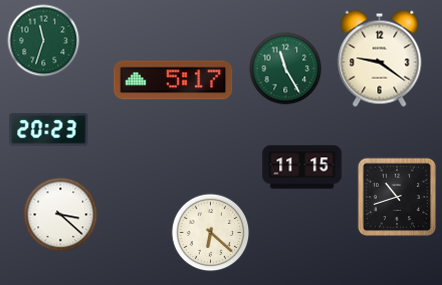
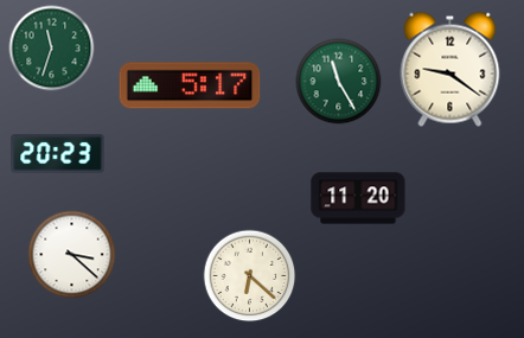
clock at (173, 80) position: (173, 80) -> (190, 85)
clock at (302, 167): 11:15 -> 11:20
clock at (396, 196): 10:42 -> none
